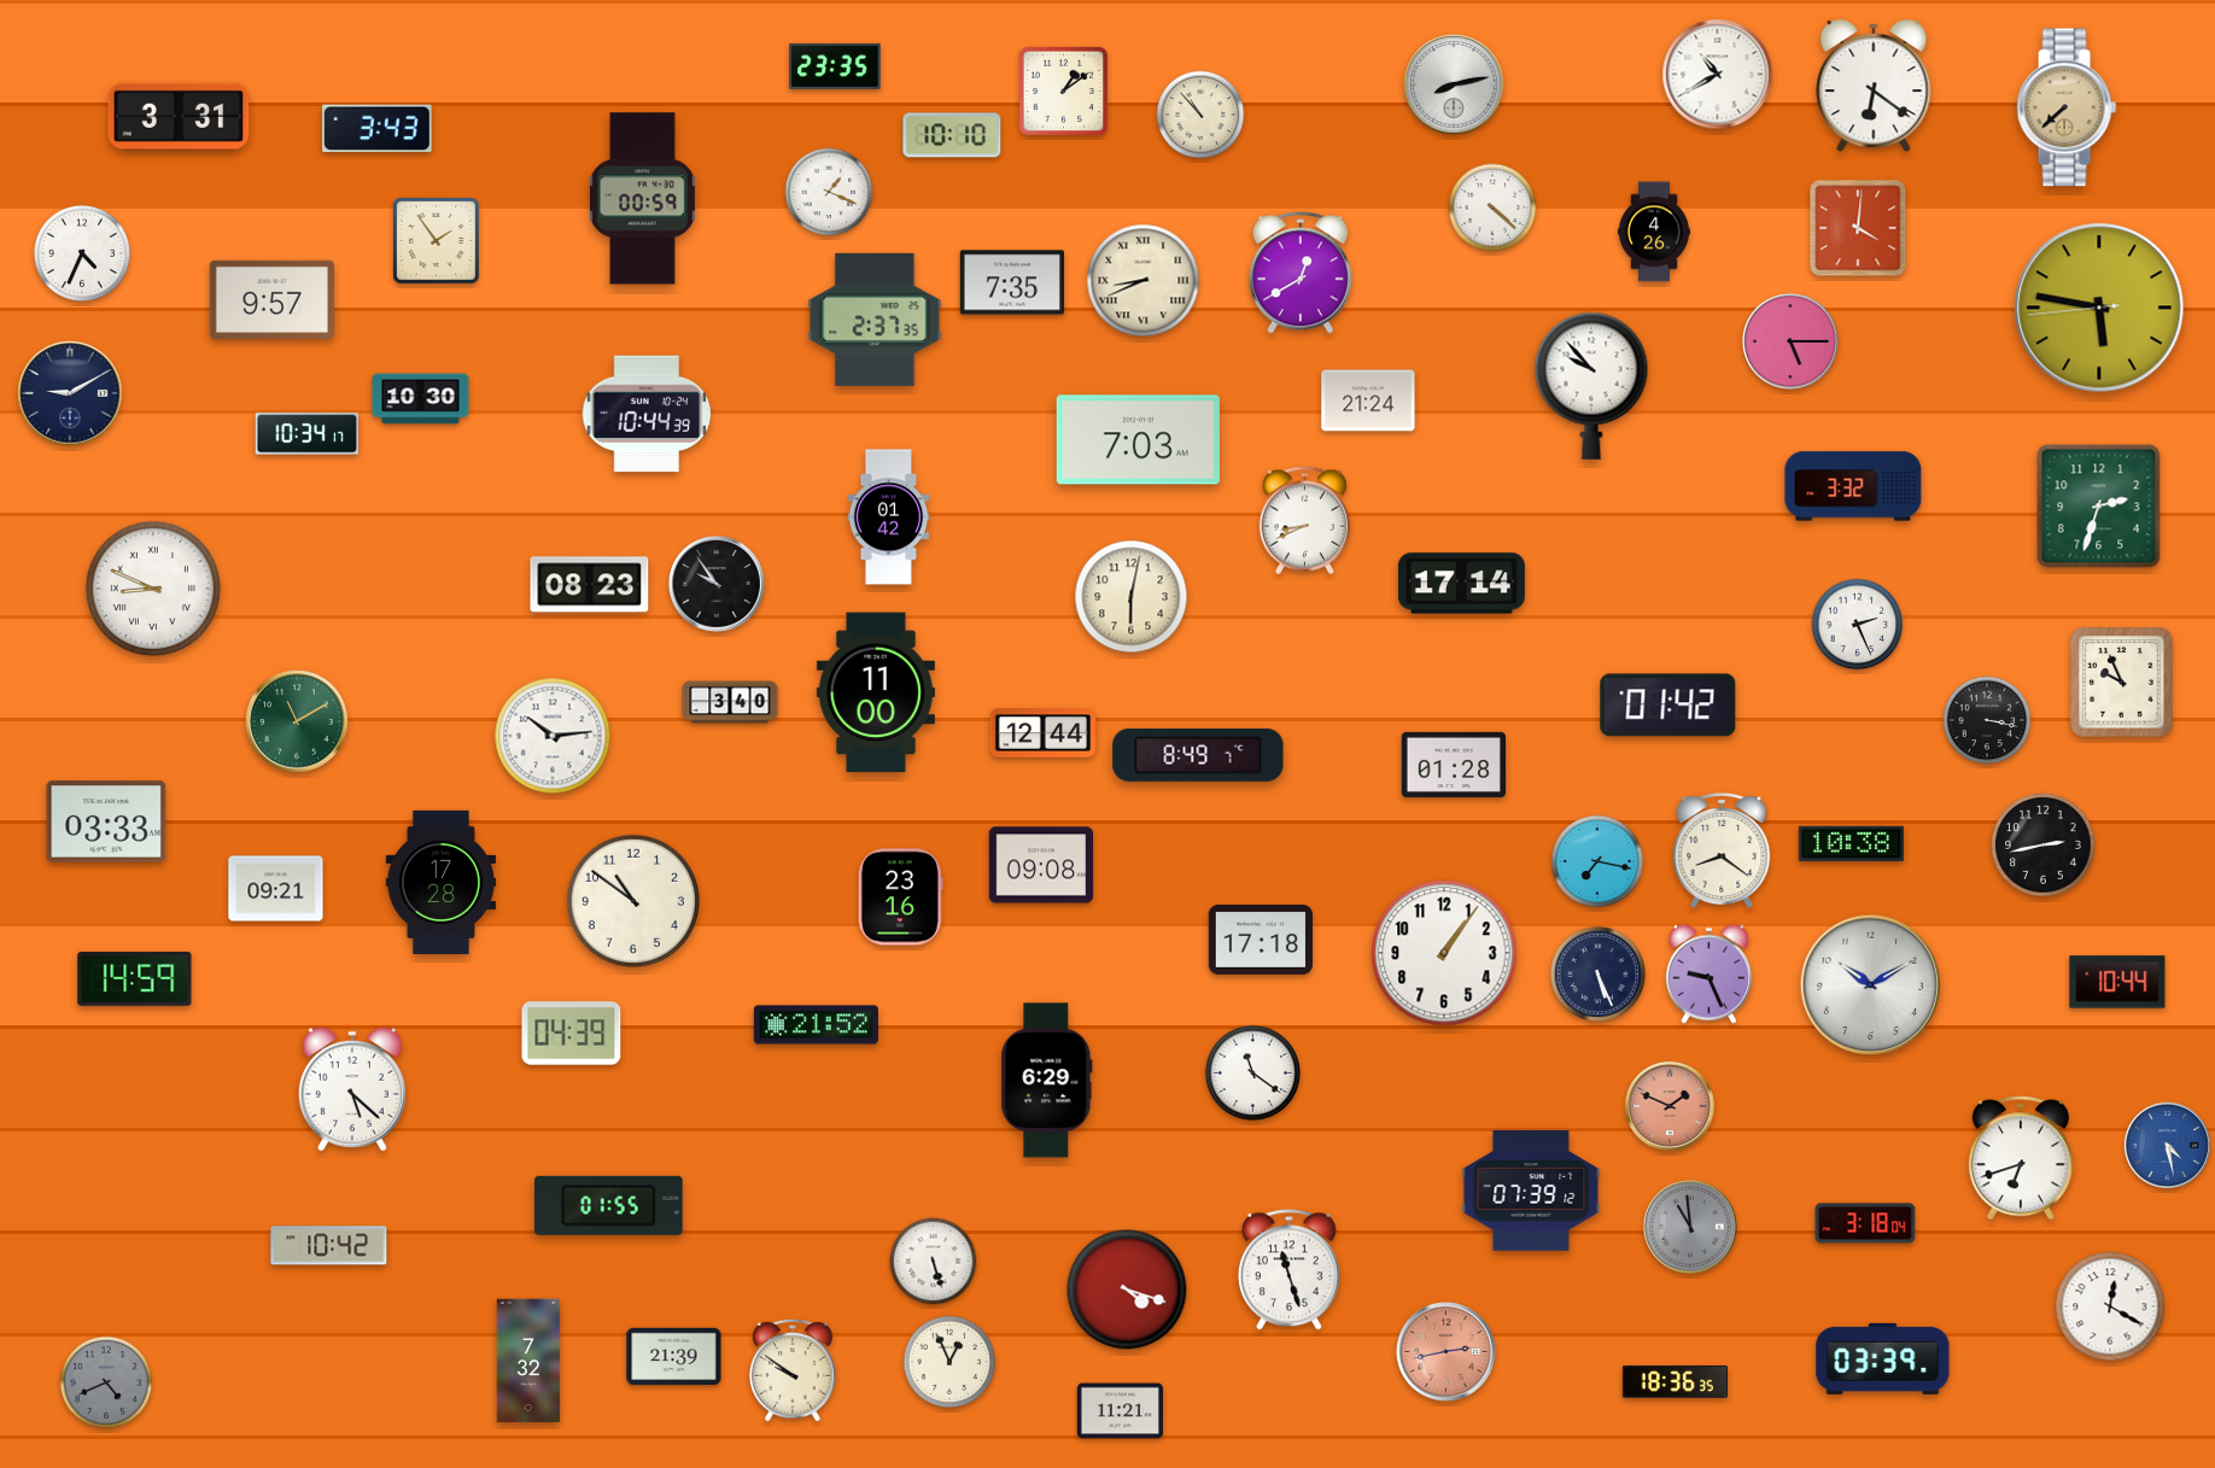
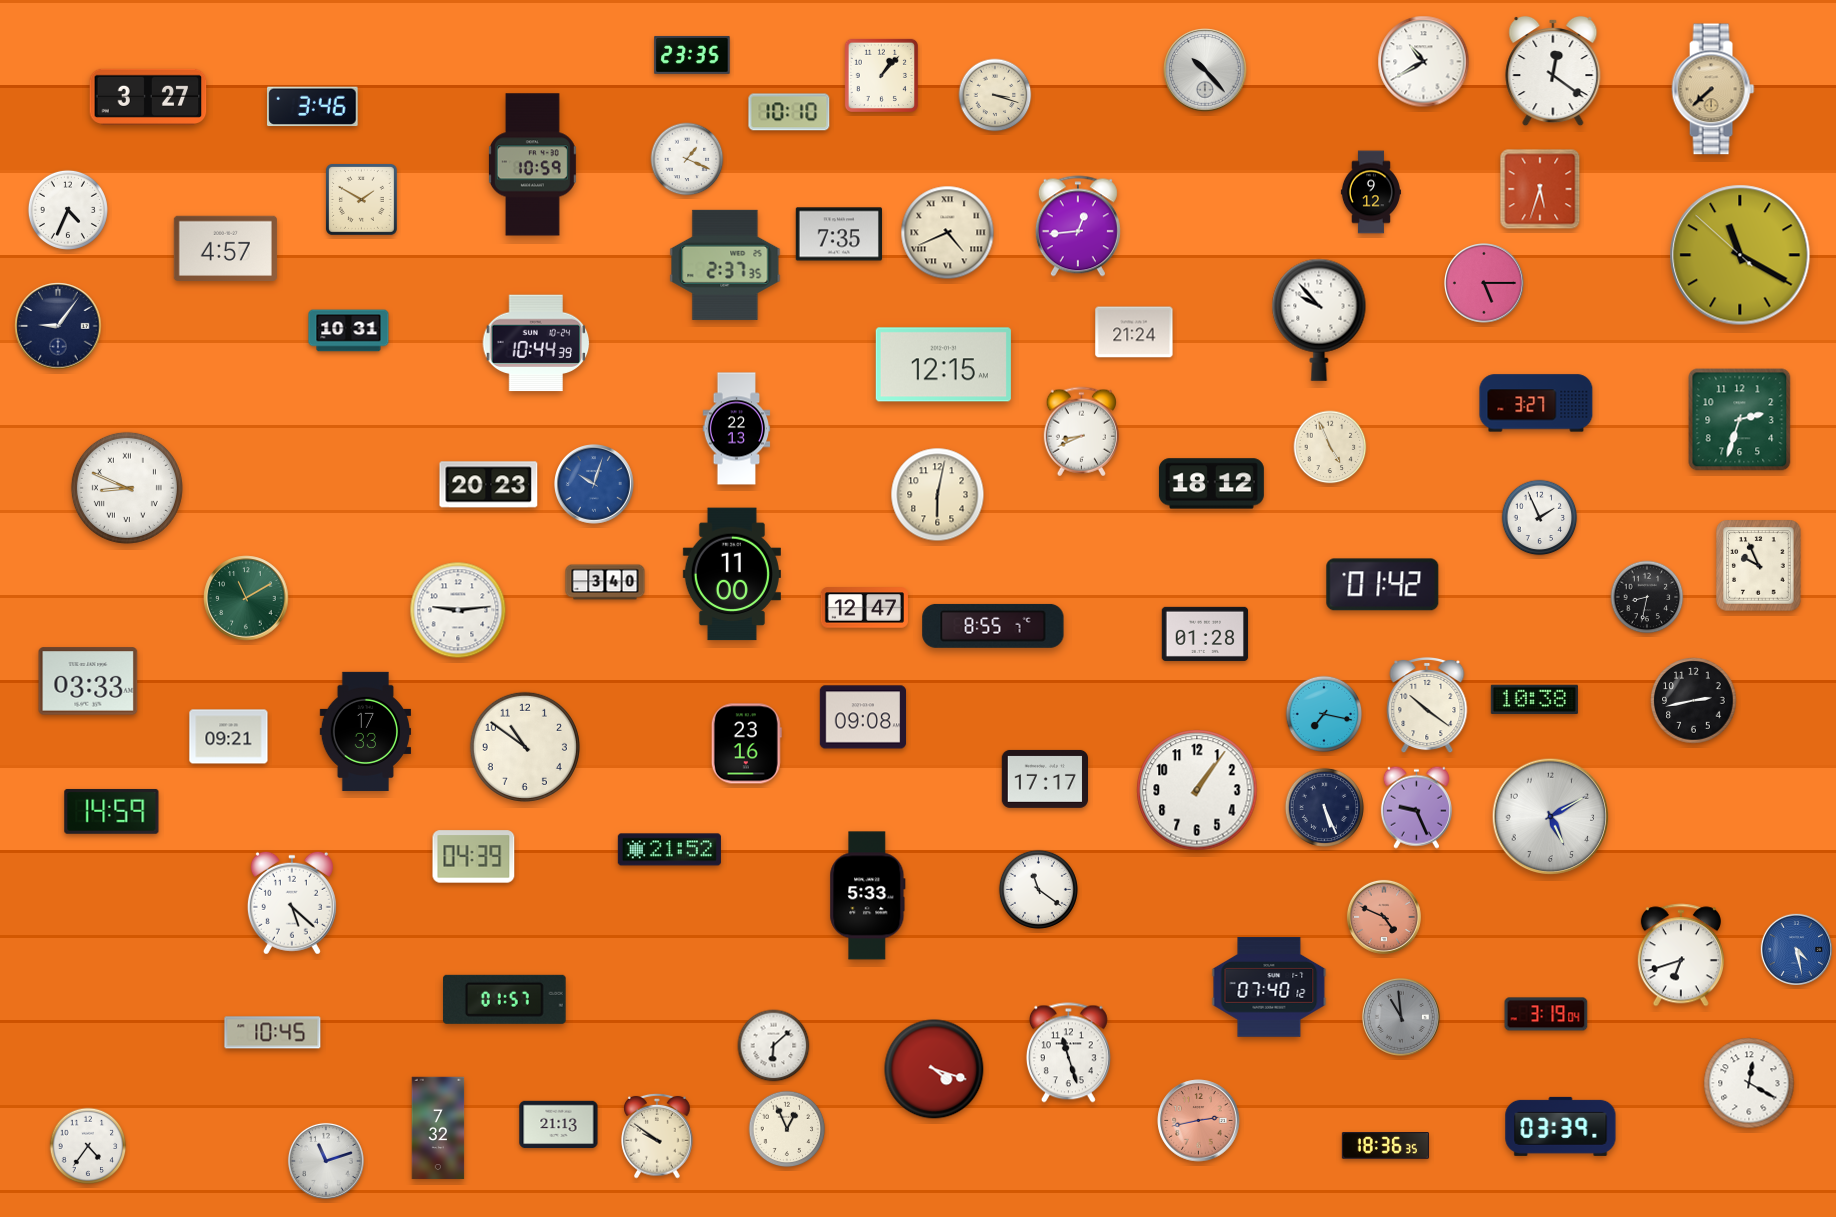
clock at (1454, 84): 8:13 -> 10:23
clock at (1874, 86): 6:21 -> 12:21
clock at (1063, 90): 1:09 -> 1:07
clock at (1200, 115): 10:53 -> 3:18
clock at (179, 117): 3:31 -> 3:27
clock at (378, 129): 3:43 -> 3:46
clock at (642, 199): 00:59 -> 10:59
clock at (1492, 207): 4:22 -> none
clock at (1858, 228): 4:01 -> 5:33
clock at (1654, 232): 4:26 -> 9:12
clock at (436, 240): 1:54 -> 1:50
clock at (1301, 273): 12:40 -> 12:44
clock at (1144, 281): 8:41 -> 4:41
clock at (271, 299): 9:57 -> 4:57
clock at (2099, 308): 5:46 -> 11:19
clock at (70, 393): 9:10 -> 9:06
clock at (421, 399): 10:30 -> 10:31
clock at (308, 434): 10:34 -> none
clock at (1138, 440): 7:03 -> 12:15
clock at (1853, 486): 3:32 -> 3:27
clock at (889, 517): 01:42 -> 22:13
clock at (1330, 447): none -> 4:56
clock at (1461, 584): 17:14 -> 18:12
clock at (590, 585): 08:23 -> 20:23
clock at (718, 585): 9:54 -> 10:03
clock at (718, 585) dial: black -> blue
clock at (1858, 625): 2:26 -> 1:56
clock at (876, 692) position: (876, 692) -> (732, 574)
clock at (1987, 720): 3:17 -> 8:32
clock at (1042, 733): 12:44 -> 12:47
clock at (553, 736): 10:14 -> 9:14
clock at (1198, 755): 8:49 -> 8:55
clock at (1722, 850): 8:21 -> 10:21
clock at (442, 882): 17:28 -> 17:33
clock at (1261, 940): 17:18 -> 17:17
clock at (2117, 982): 10:44 -> none
clock at (1871, 986): 10:10 -> 5:10
clock at (816, 1025) position: (816, 1025) -> (669, 850)
clock at (1047, 1081): 6:29 -> 5:33
clock at (1670, 1106): 1:49 -> 4:49
clock at (2021, 1158) position: (2021, 1158) -> (1681, 955)
clock at (1531, 1191): 07:39 -> 07:40
clock at (608, 1205): 01:55 -> 01:57
clock at (1865, 1223): 3:18 -> 3:19
clock at (329, 1246): 10:42 -> 10:45
clock at (934, 1262): 5:27 -> 6:08
clock at (674, 1357): 21:39 -> 21:13
clock at (106, 1382): 4:41 -> 4:36
clock at (106, 1382) dial: grey -> white
clock at (1675, 1382) position: (1675, 1382) -> (1385, 1146)
clock at (326, 1161): none -> 11:12
clock at (1120, 1411): 11:21 -> none
